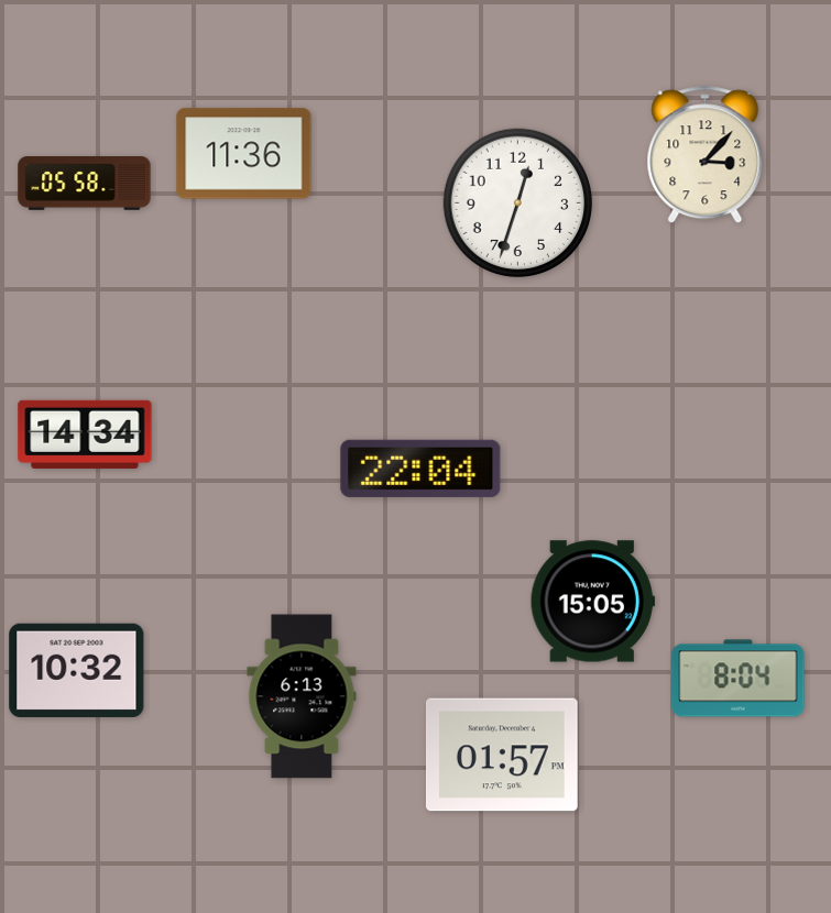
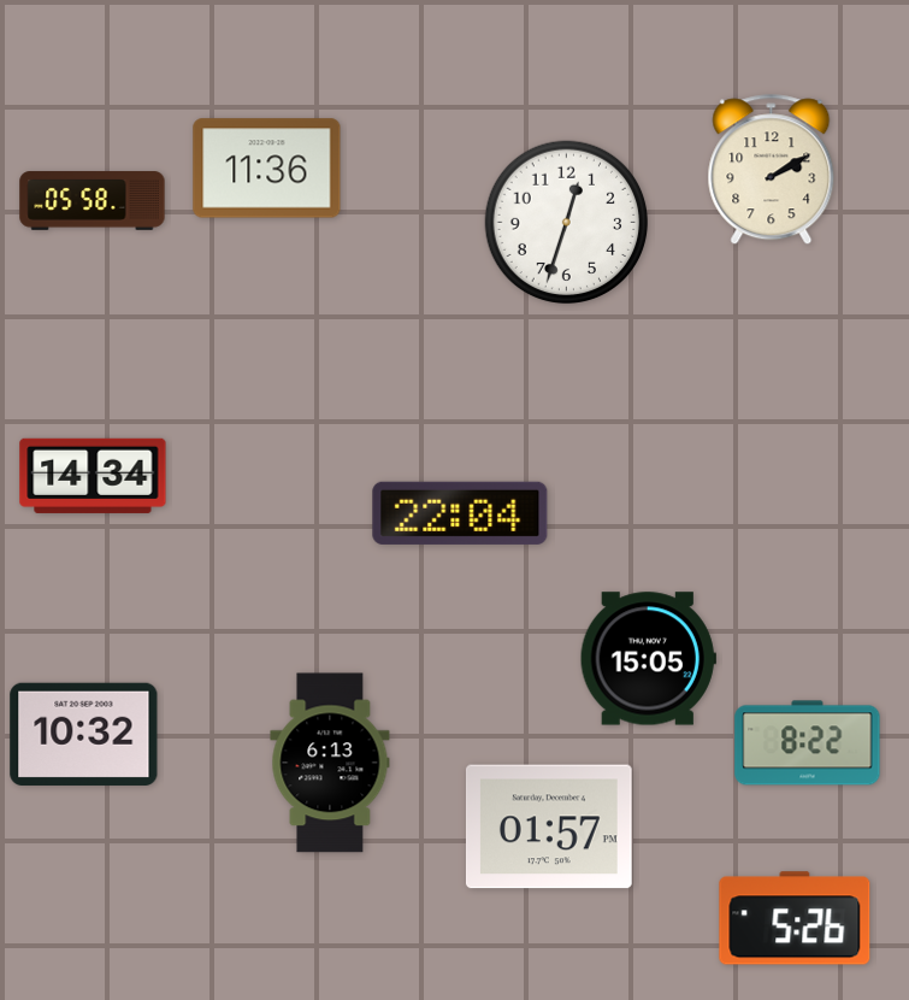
clock at (706, 155): 3:07 -> 2:10
clock at (739, 679): 8:04 -> 8:22
clock at (795, 918): none -> 5:26
